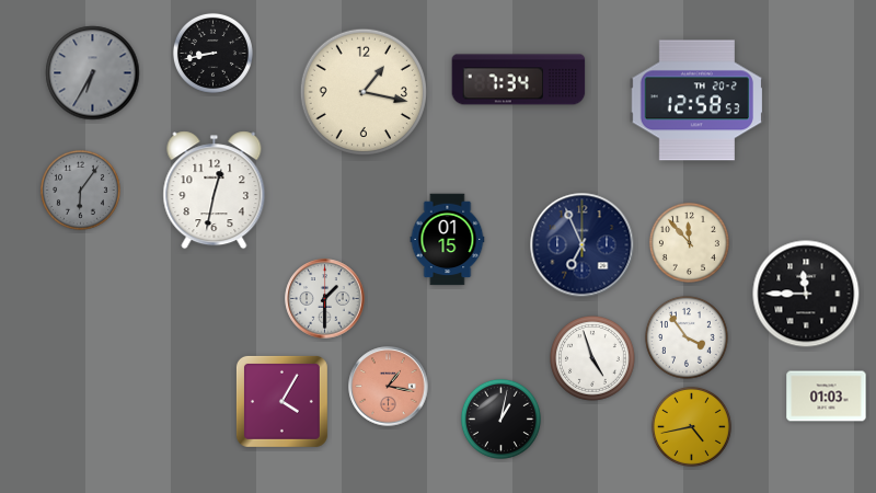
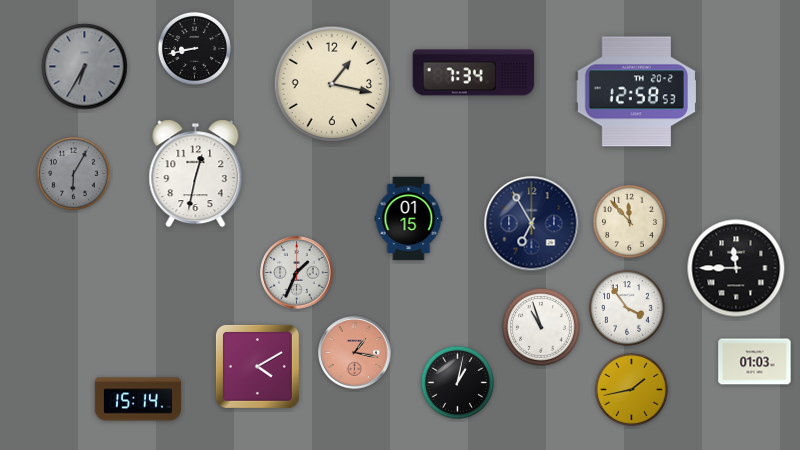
clock at (80, 190): 6:06 -> 6:05
clock at (583, 245): 6:56 -> 6:55
clock at (325, 299): 1:30 -> 1:34
clock at (593, 359): 4:57 -> 10:57
clock at (281, 401): 4:05 -> 4:10
clock at (691, 426): 4:43 -> 1:43
clock at (138, 399): none -> 15:14
